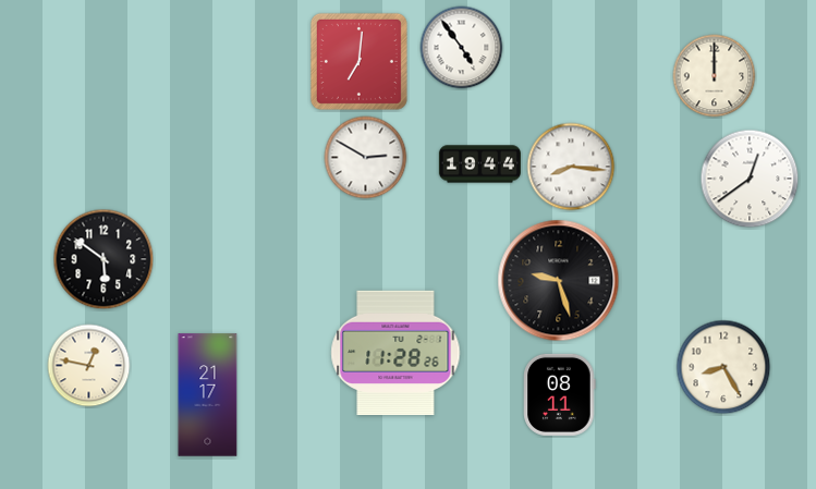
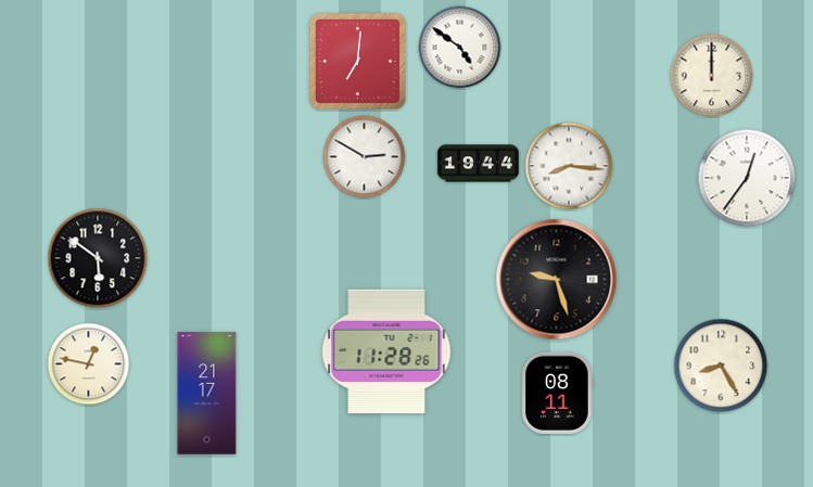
clock at (462, 48): 4:54 -> 4:51
clock at (750, 179): 12:39 -> 12:36
clock at (103, 259) position: (103, 259) -> (98, 258)
clock at (395, 353) position: (395, 353) -> (386, 351)
